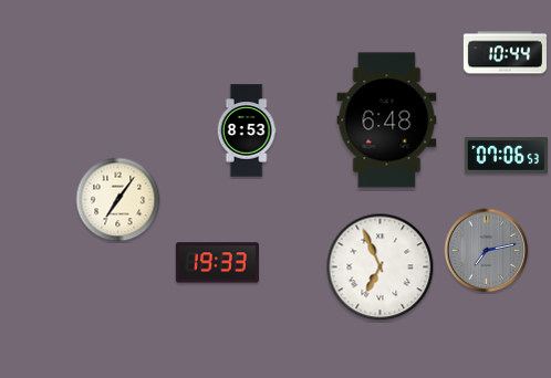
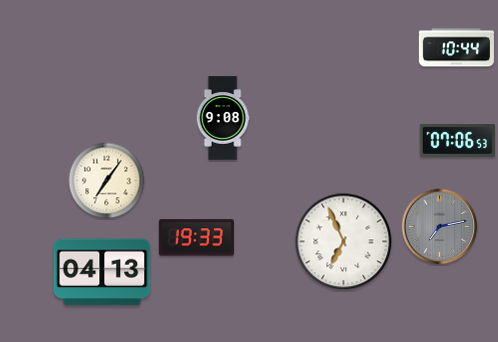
clock at (387, 120): 6:48 -> none
clock at (247, 130): 8:53 -> 9:08
clock at (102, 272): none -> 04:13
